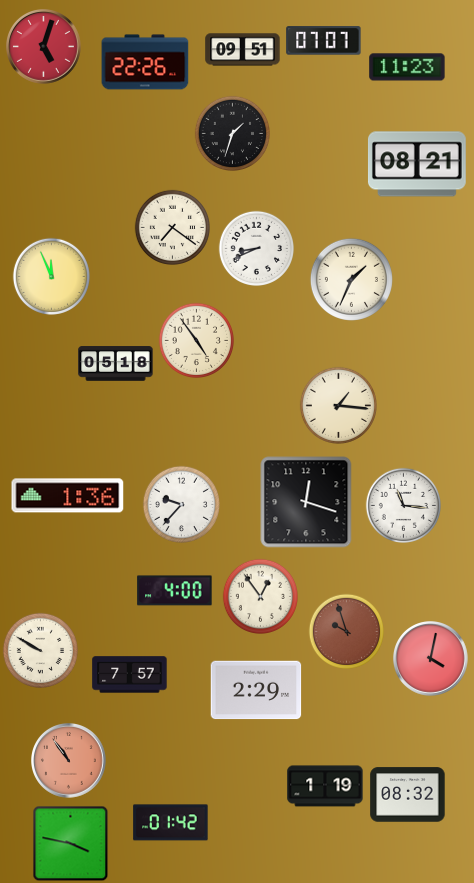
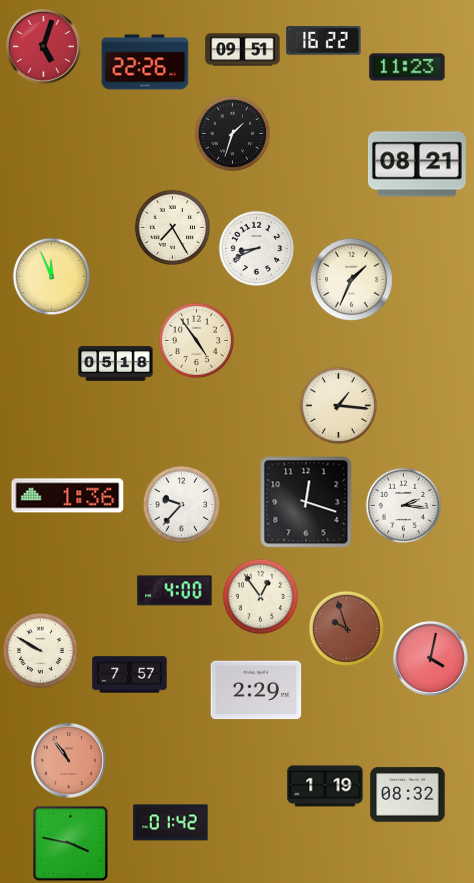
clock at (324, 41): 07:07 -> 16:22
clock at (172, 227): 7:21 -> 7:25
clock at (403, 505): 11:16 -> 2:16
clock at (346, 631) position: (346, 631) -> (346, 628)
